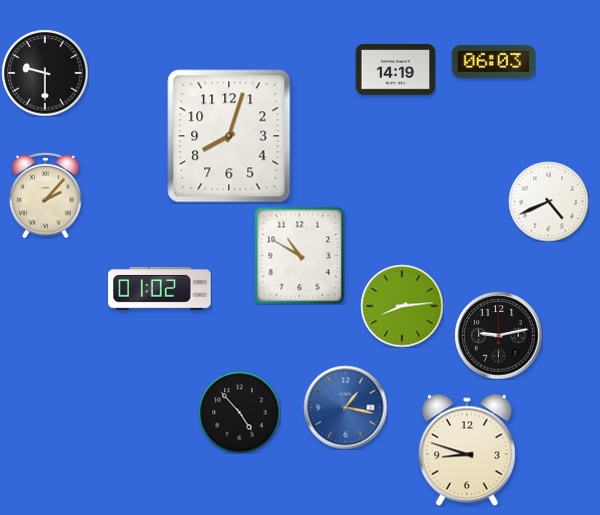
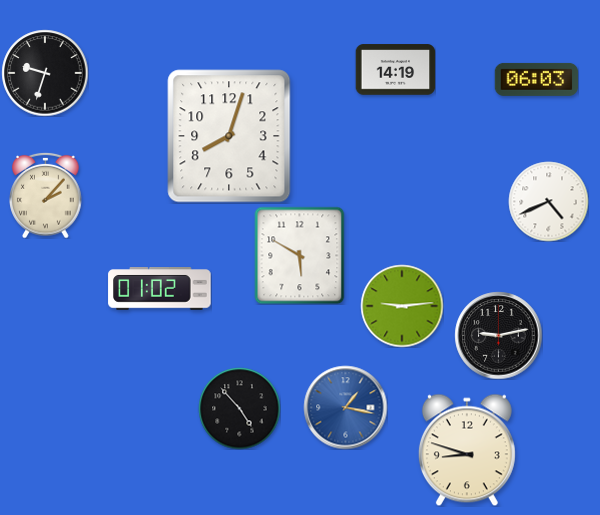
clock at (493, 61) position: (493, 61) -> (536, 79)
clock at (45, 73): 9:30 -> 9:33
clock at (300, 255): 10:50 -> 5:50
clock at (402, 306): 8:14 -> 9:14
clock at (239, 412) position: (239, 412) -> (239, 408)
